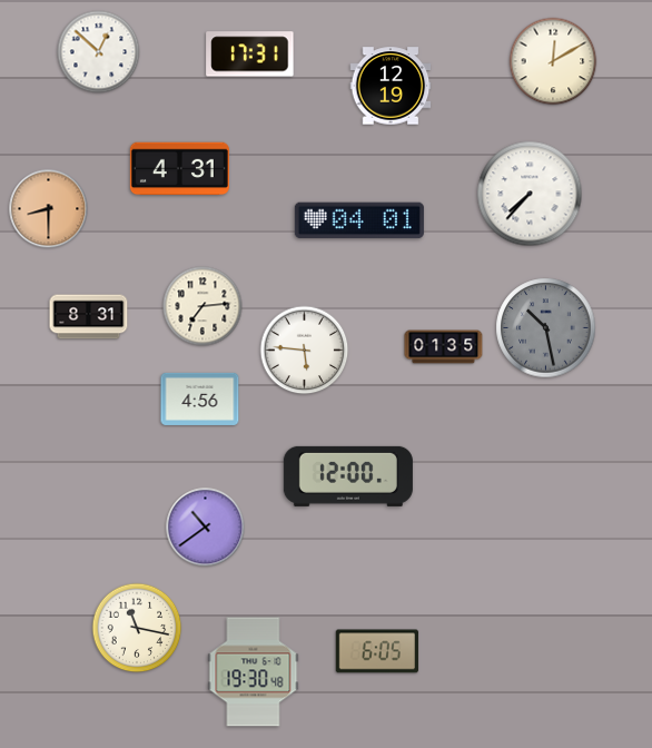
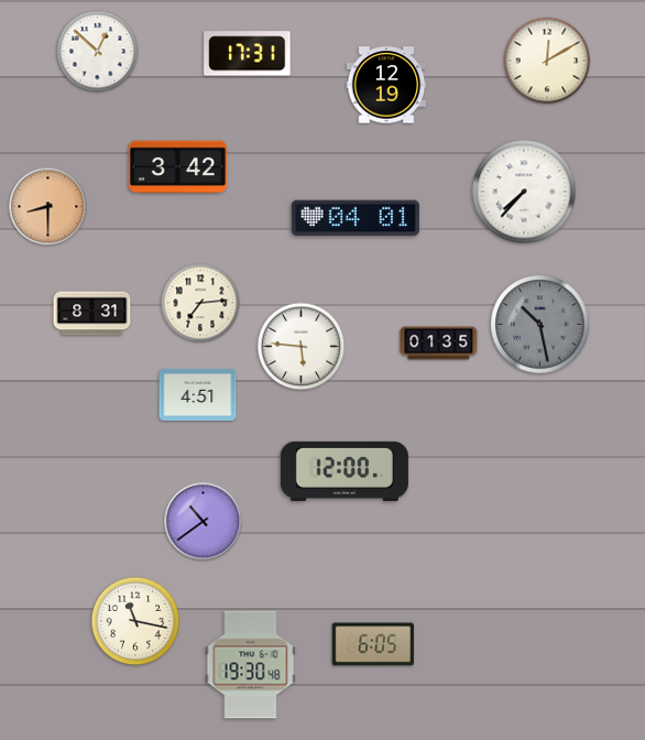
clock at (179, 169): 4:31 -> 3:42
clock at (89, 317) position: (89, 317) -> (92, 314)
clock at (200, 398): 4:56 -> 4:51
